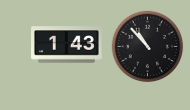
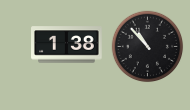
clock at (67, 45): 1:43 -> 1:38
